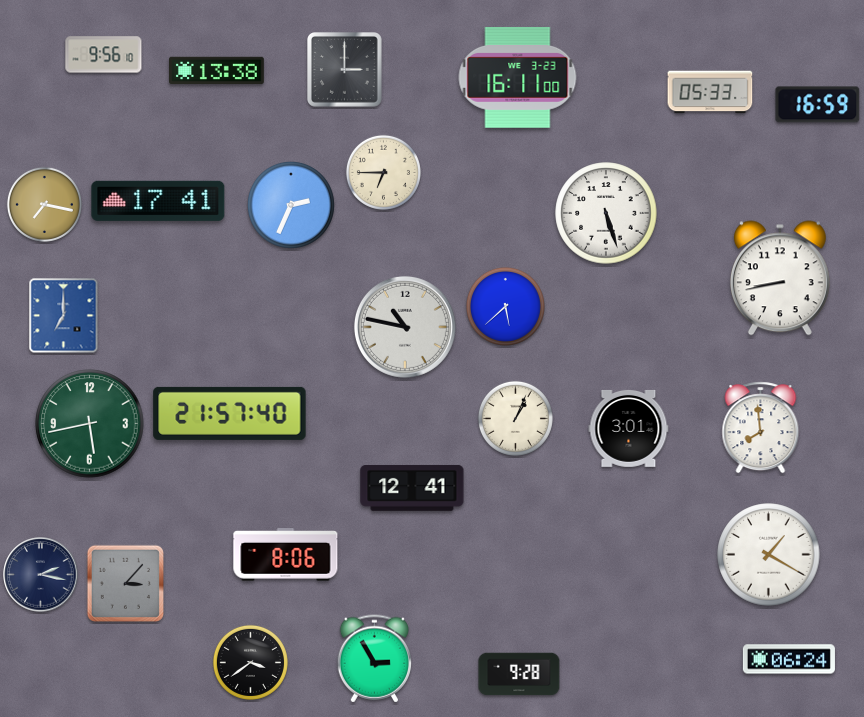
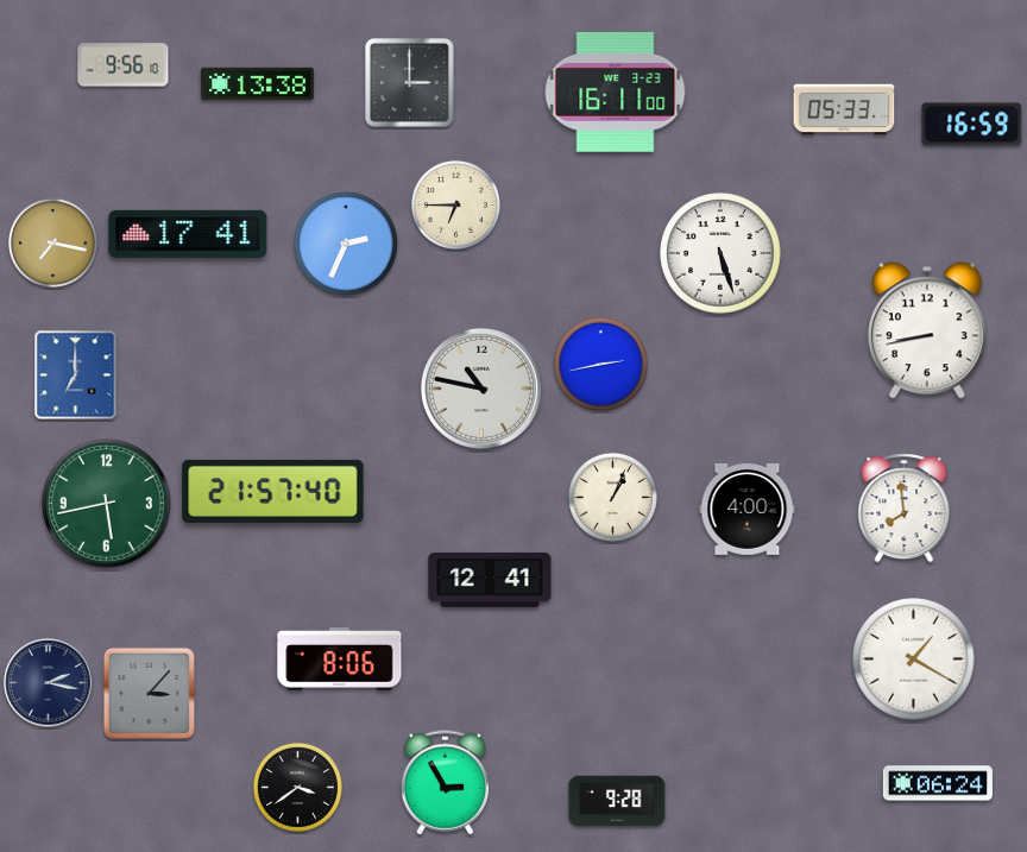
clock at (158, 201) position: (158, 201) -> (188, 234)
clock at (505, 306): 5:38 -> 2:43
clock at (629, 428): 3:01 -> 4:00
